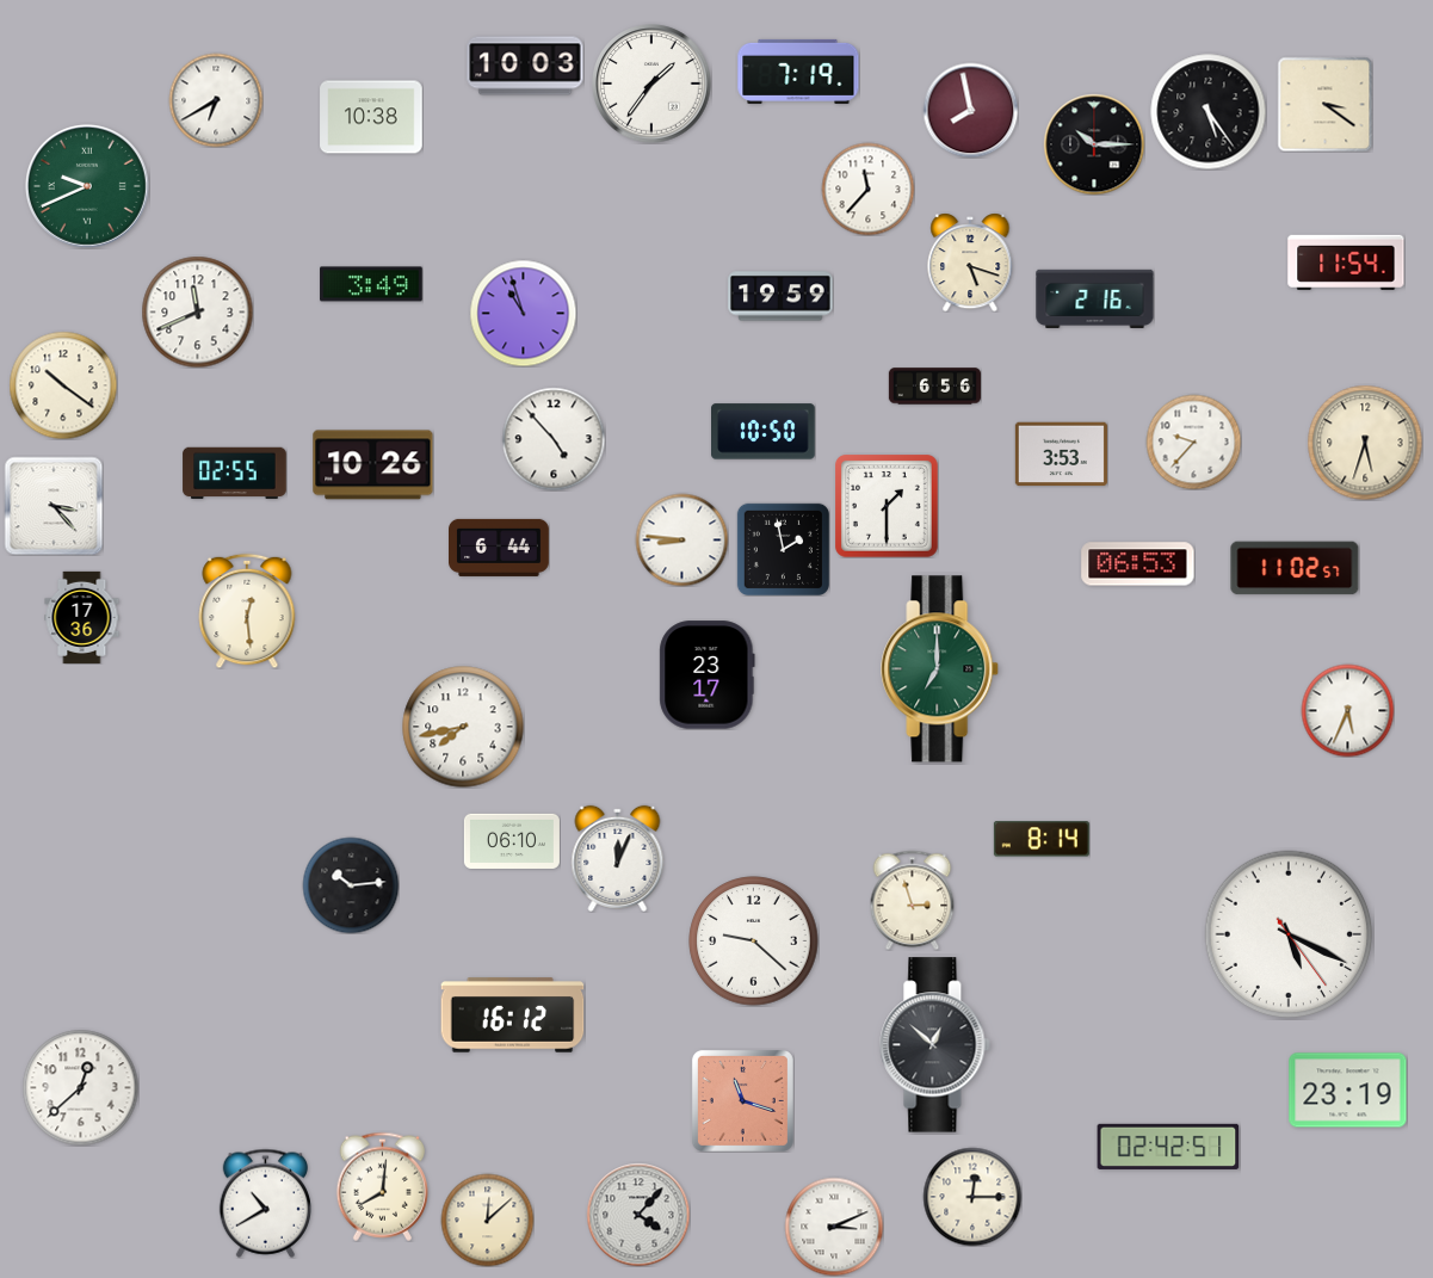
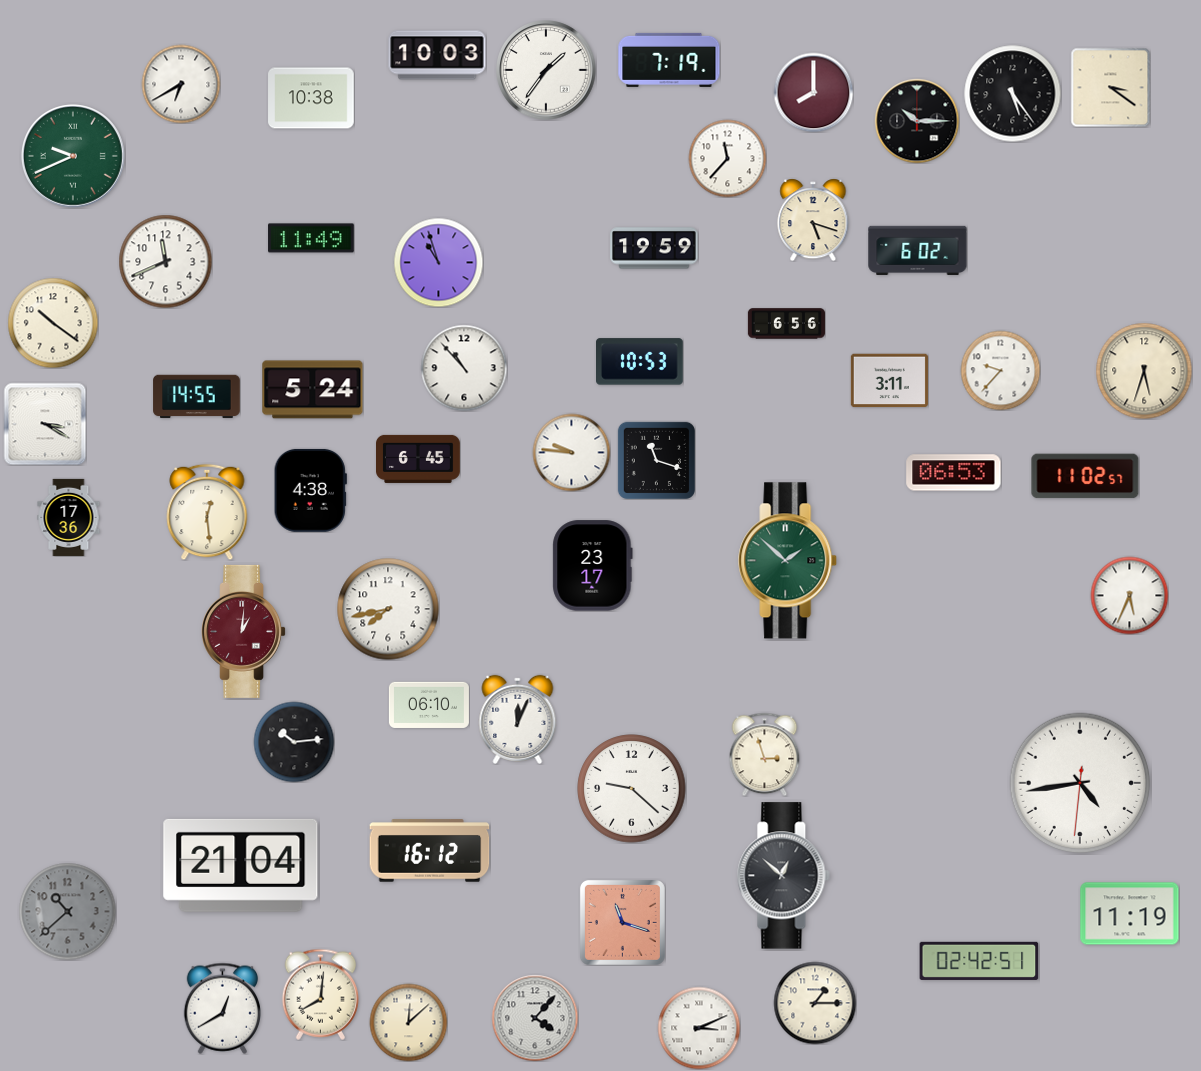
clock at (525, 66) position: (525, 66) -> (437, 55)
clock at (970, 110): 7:58 -> 8:00
clock at (1346, 263): 11:54 -> none
clock at (371, 284): 3:49 -> 11:49
clock at (1095, 298): 2:16 -> 6:02
clock at (934, 387) position: (934, 387) -> (786, 324)
clock at (764, 432): 10:50 -> 10:53
clock at (554, 439): 4:53 -> 10:53
clock at (1061, 455): 3:53 -> 3:11
clock at (373, 465): 10:26 -> 5:24
clock at (235, 474): 02:55 -> 14:55
clock at (54, 506): 3:23 -> 3:20
clock at (888, 507): 1:30 -> none
clock at (681, 539): 8:46 -> 9:46
clock at (500, 548): 6:44 -> 6:45
clock at (783, 549): 1:58 -> 11:18
clock at (310, 490): none -> 4:38
clock at (940, 669): 7:00 -> 1:52
clock at (244, 631): none -> 1:01
clock at (1042, 839): 8:14 -> none
clock at (1289, 934): 5:19 -> 4:43
clock at (241, 865): none -> 21:04
clock at (80, 1087): 12:38 -> 10:38
clock at (80, 1087) dial: white -> grey
clock at (1348, 1091): 23:19 -> 11:19
clock at (972, 1197): 12:15 -> 1:15
clock at (265, 1203): 10:40 -> 12:40
